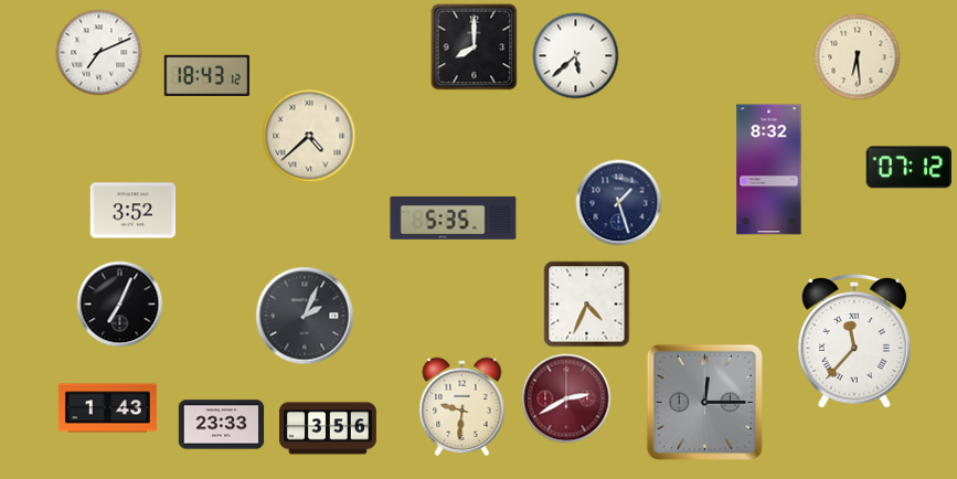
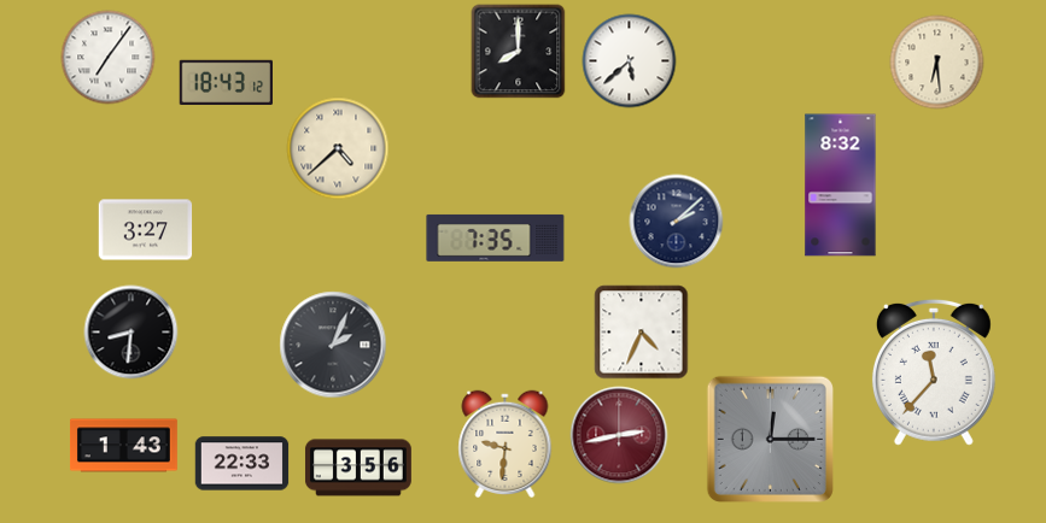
clock at (98, 52): 7:11 -> 7:06
clock at (908, 168): 07:12 -> none
clock at (618, 202): 1:27 -> 2:08
clock at (132, 211): 3:52 -> 3:27
clock at (454, 217): 5:35 -> 7:35
clock at (119, 304): 7:04 -> 8:31
clock at (566, 398): 2:40 -> 2:43
clock at (108, 408) position: (108, 408) -> (124, 446)
clock at (221, 425): 23:33 -> 22:33
